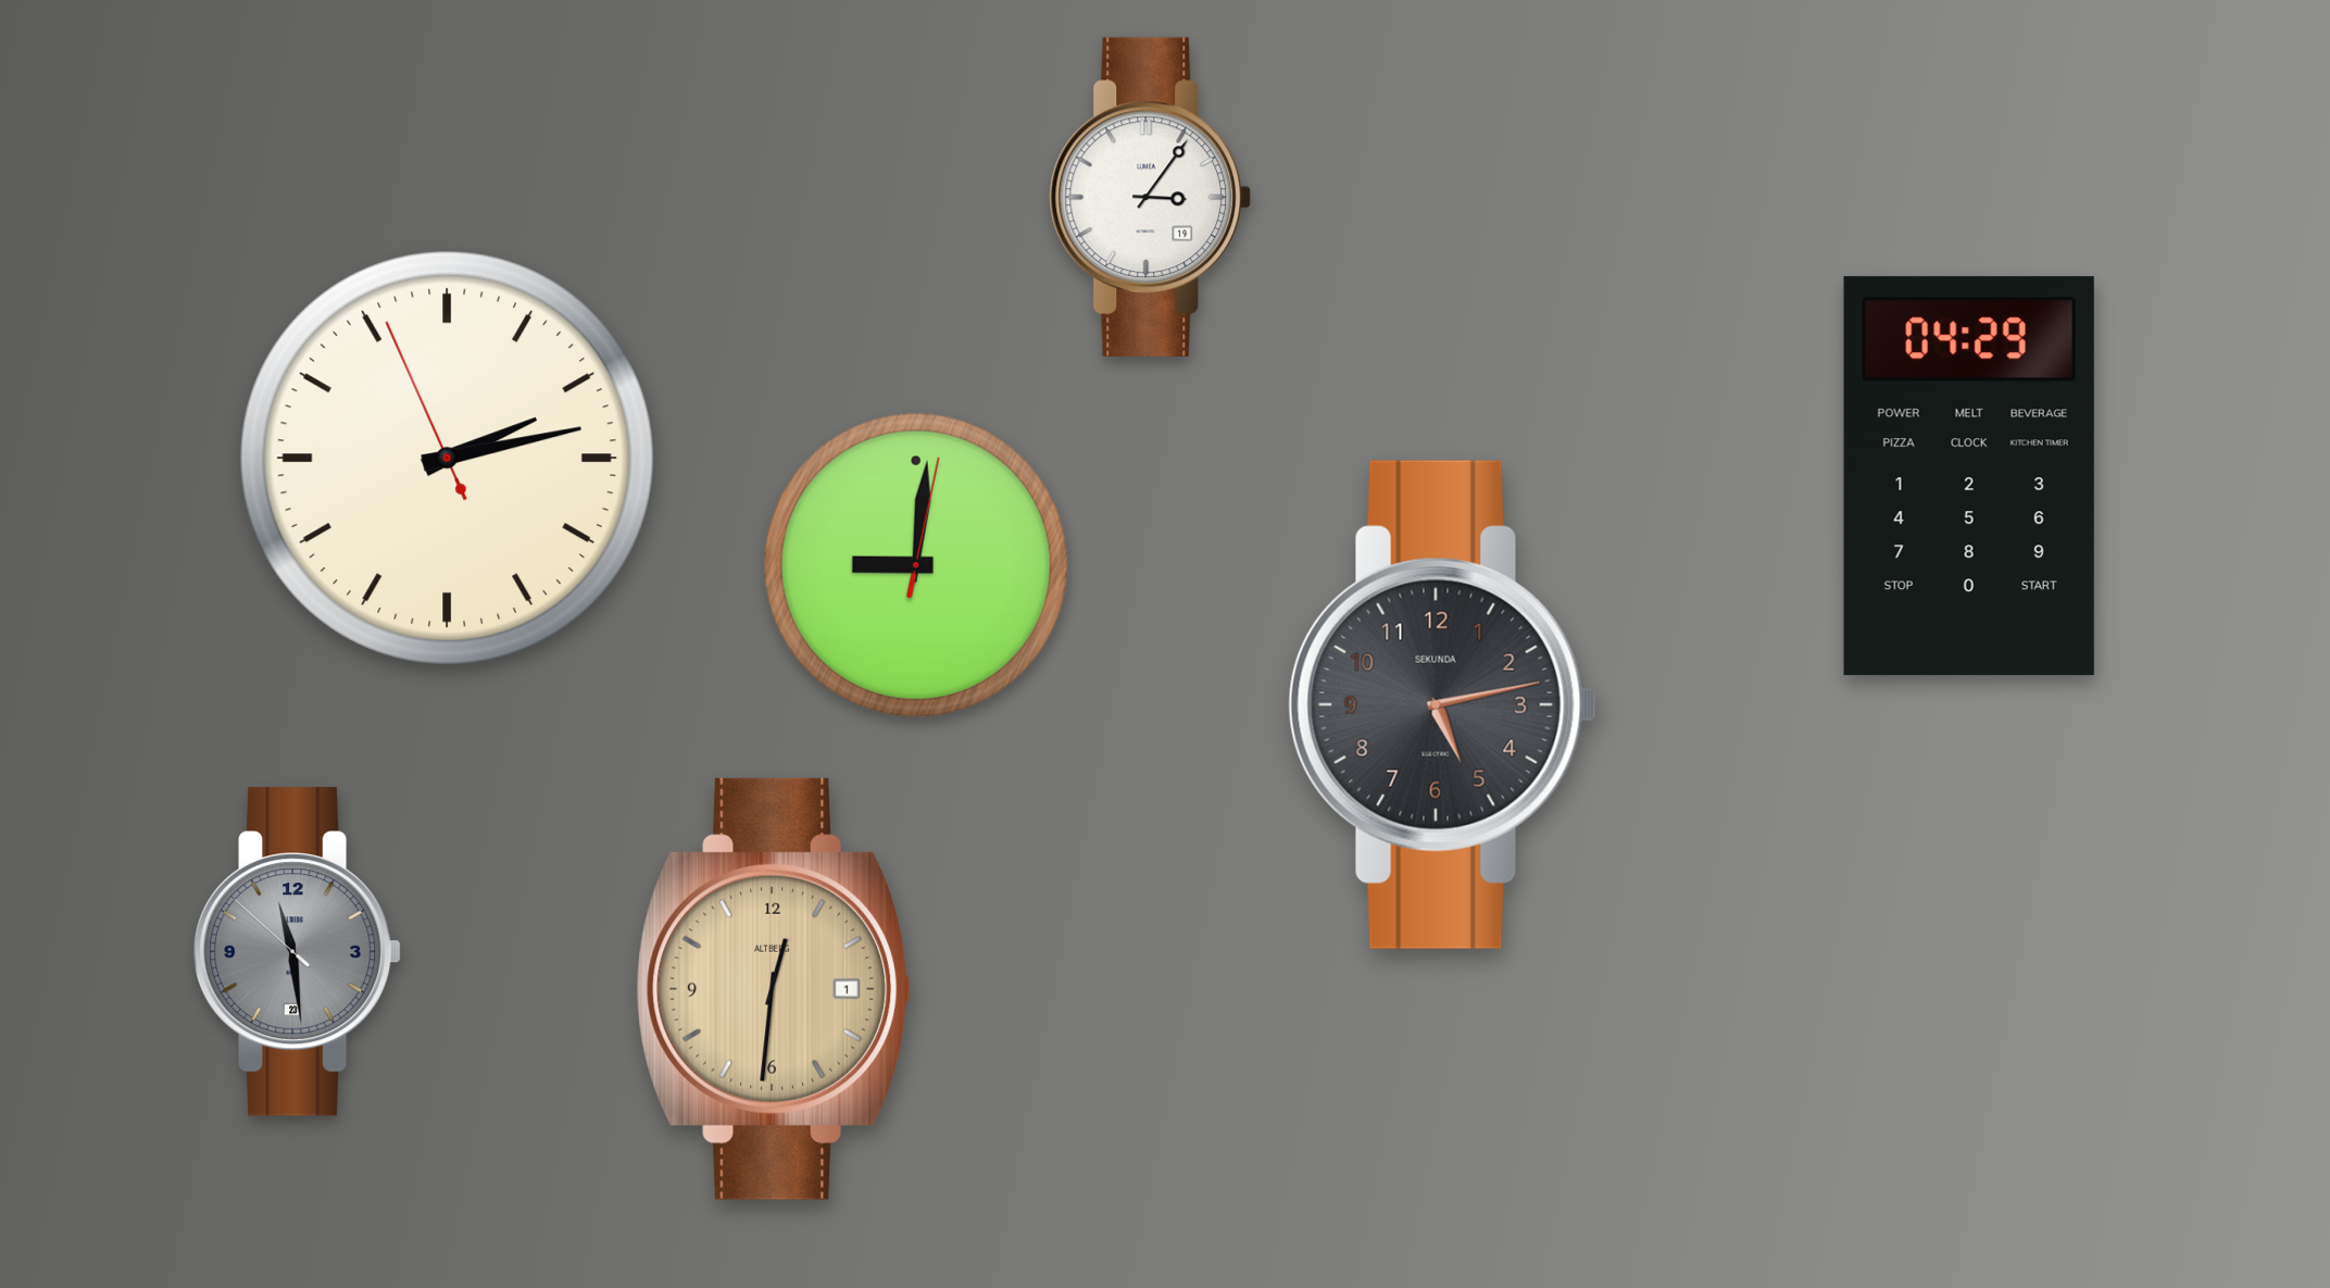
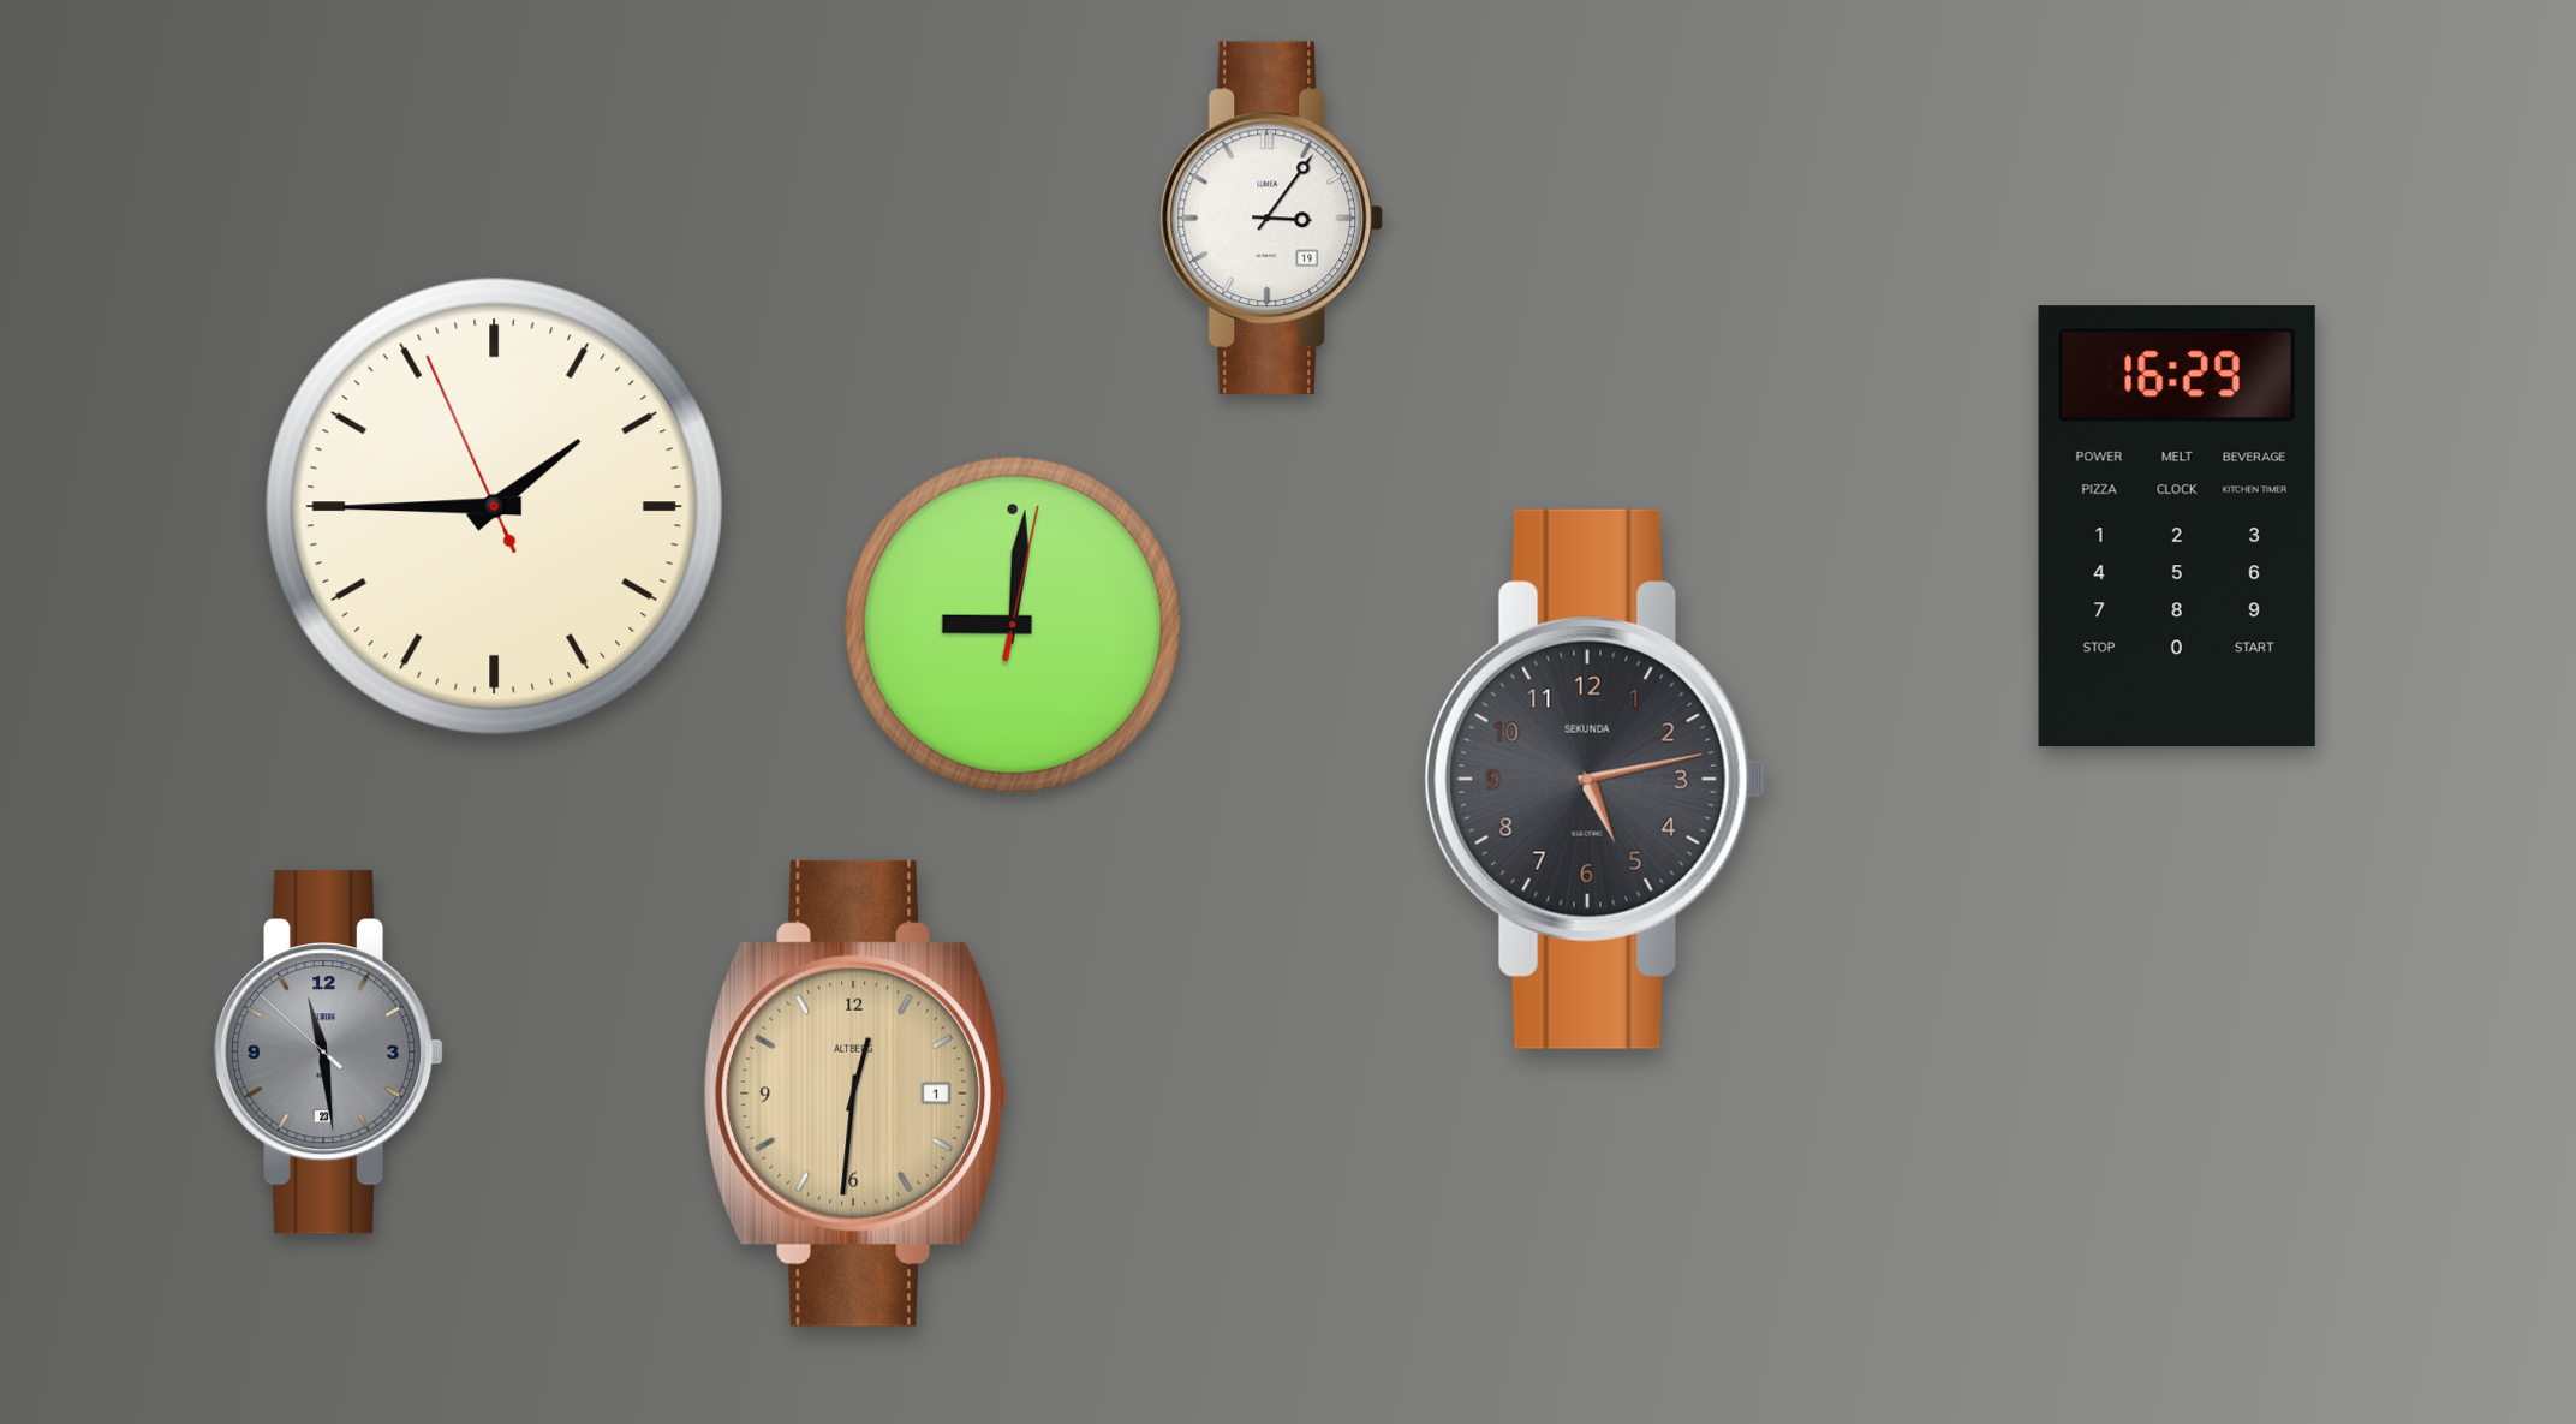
clock at (447, 458): 2:12 -> 1:44
clock at (1969, 476): 04:29 -> 16:29
